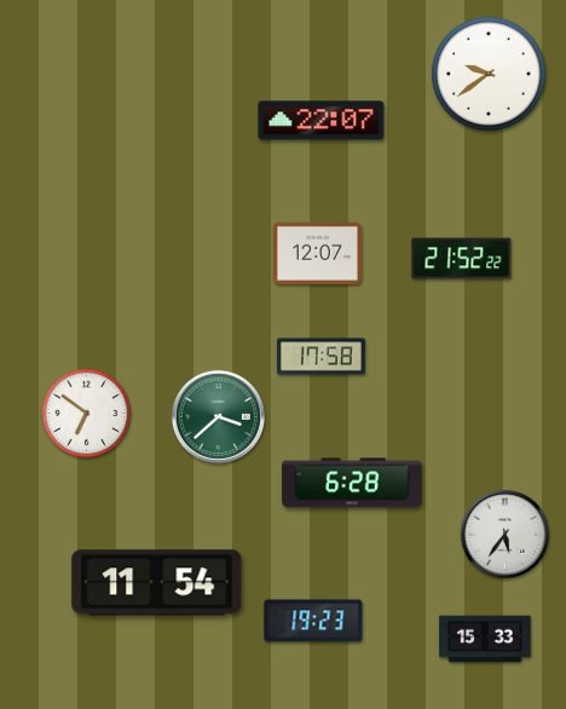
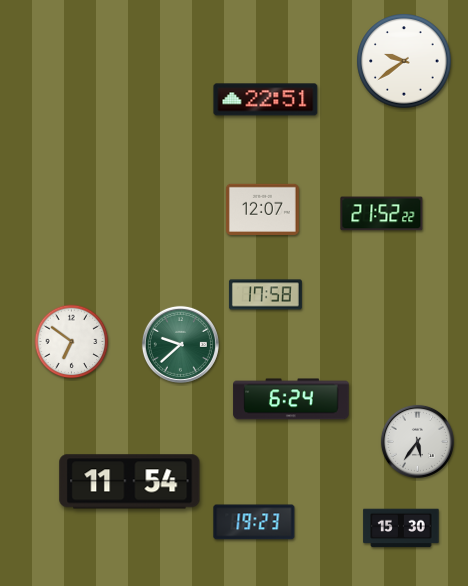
clock at (322, 121): 22:07 -> 22:51
clock at (218, 416): 3:38 -> 9:38
clock at (352, 483): 6:28 -> 6:24
clock at (313, 621) position: (313, 621) -> (254, 522)
clock at (485, 639): 15:33 -> 15:30
